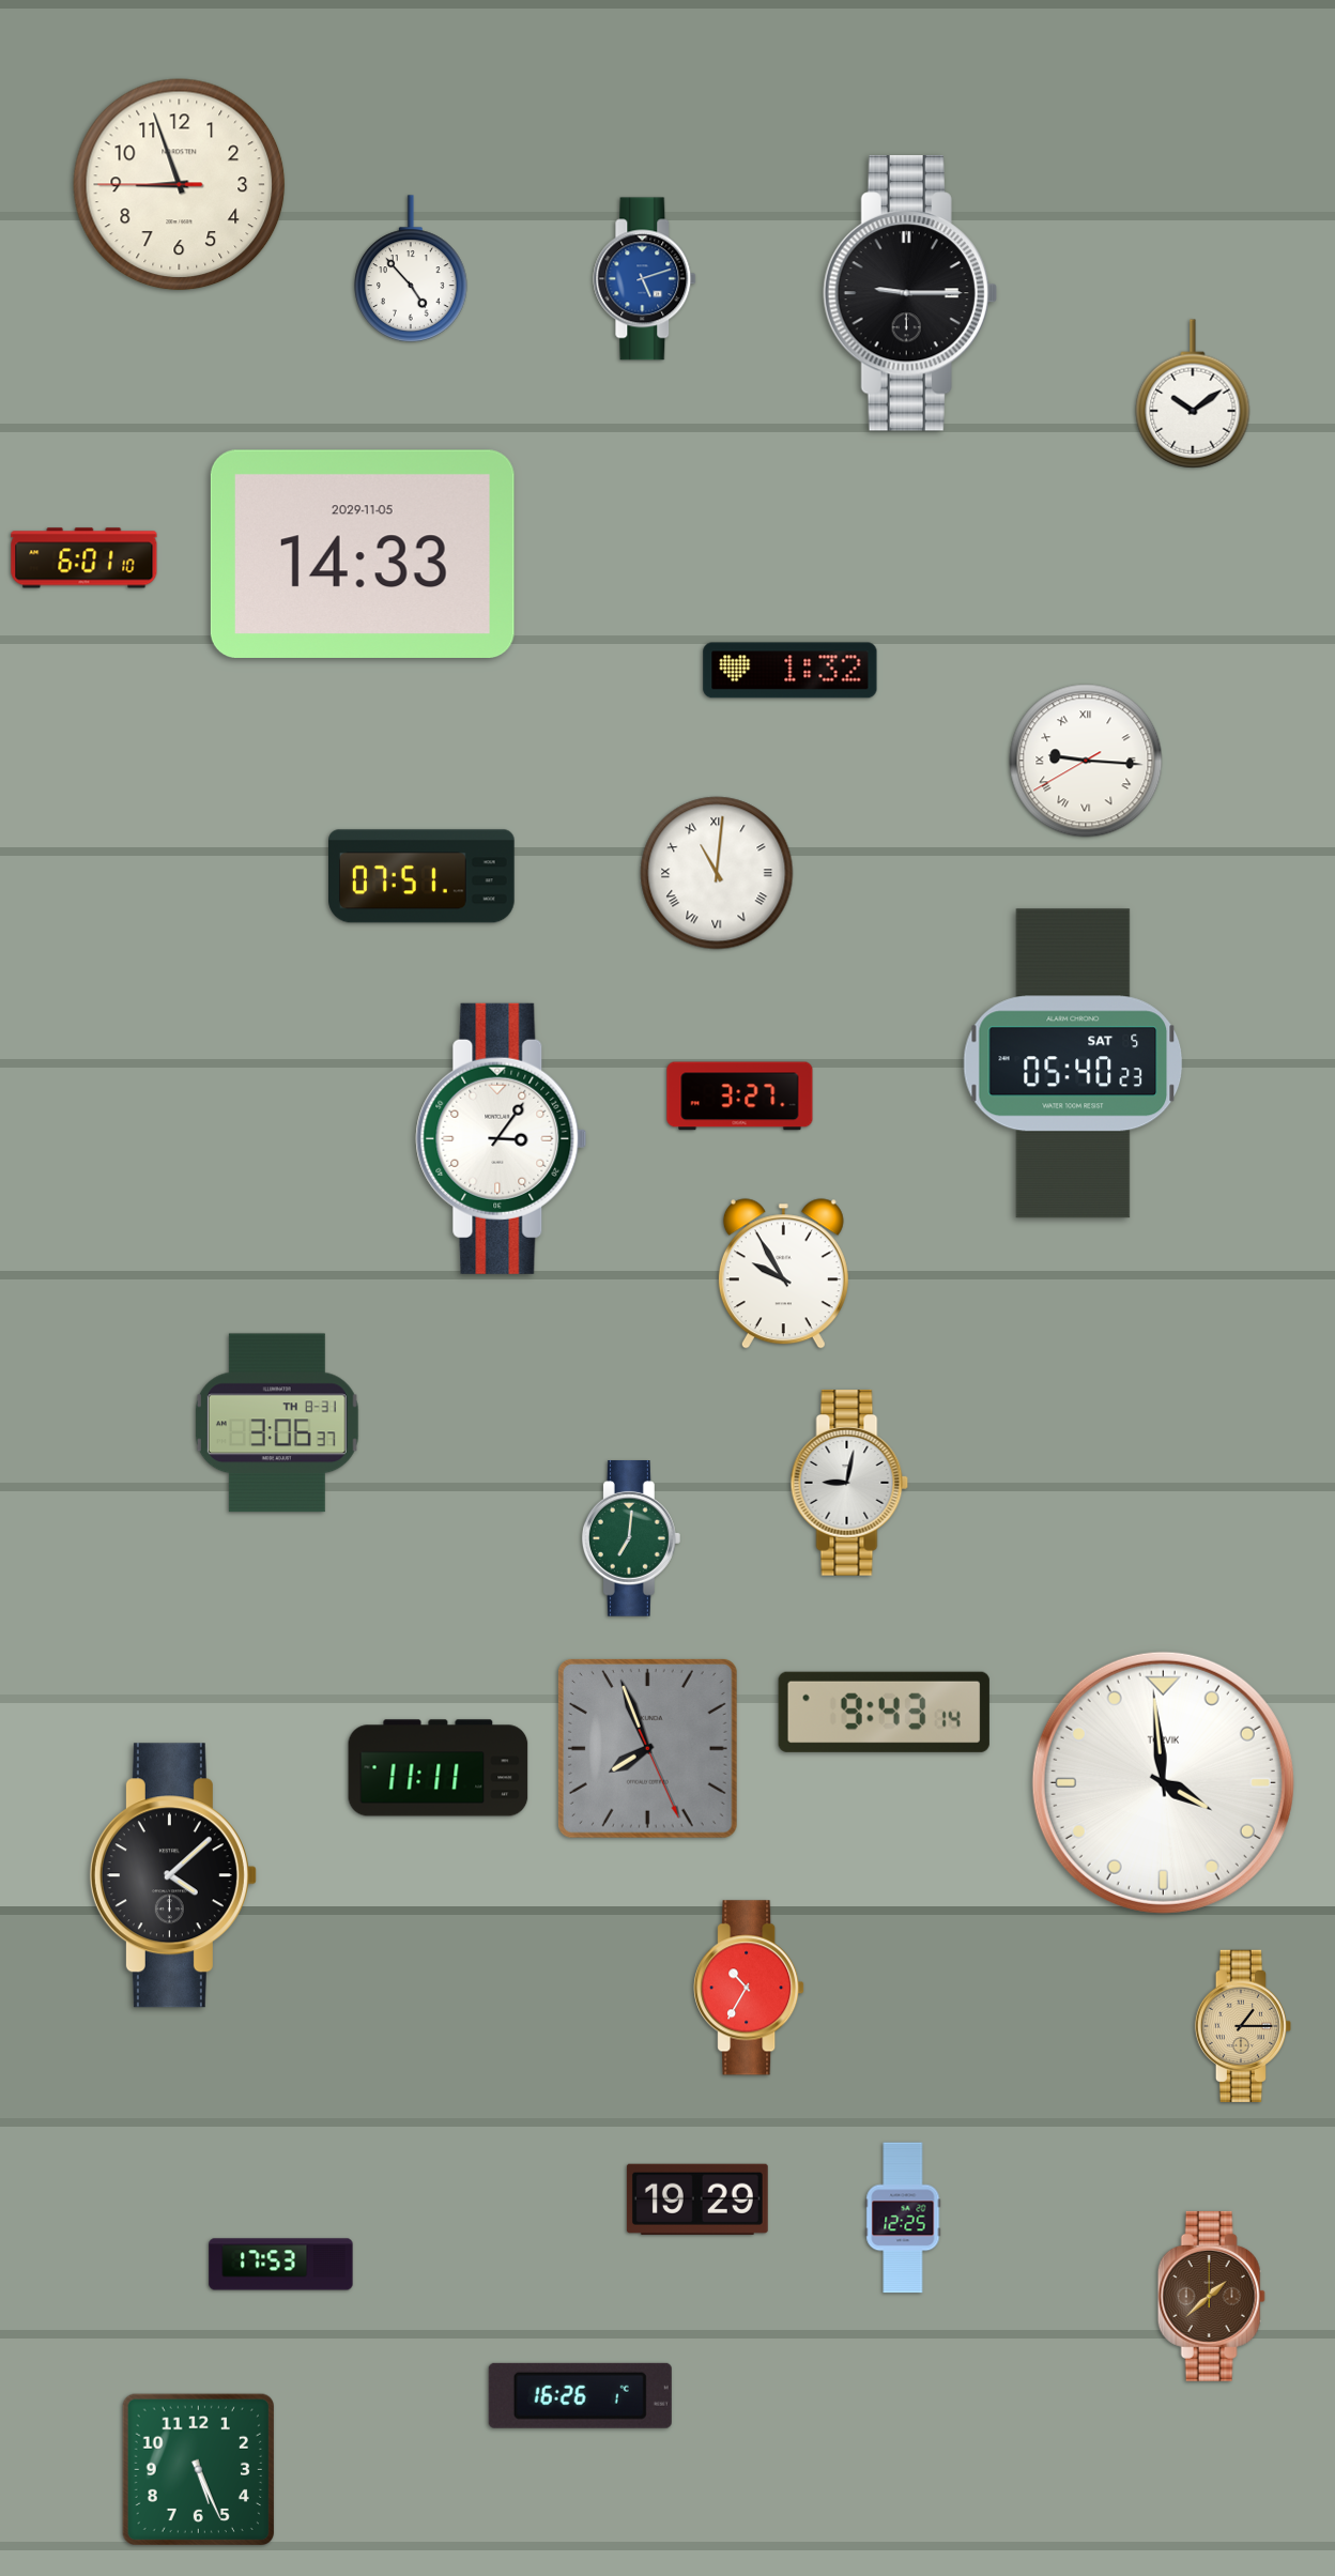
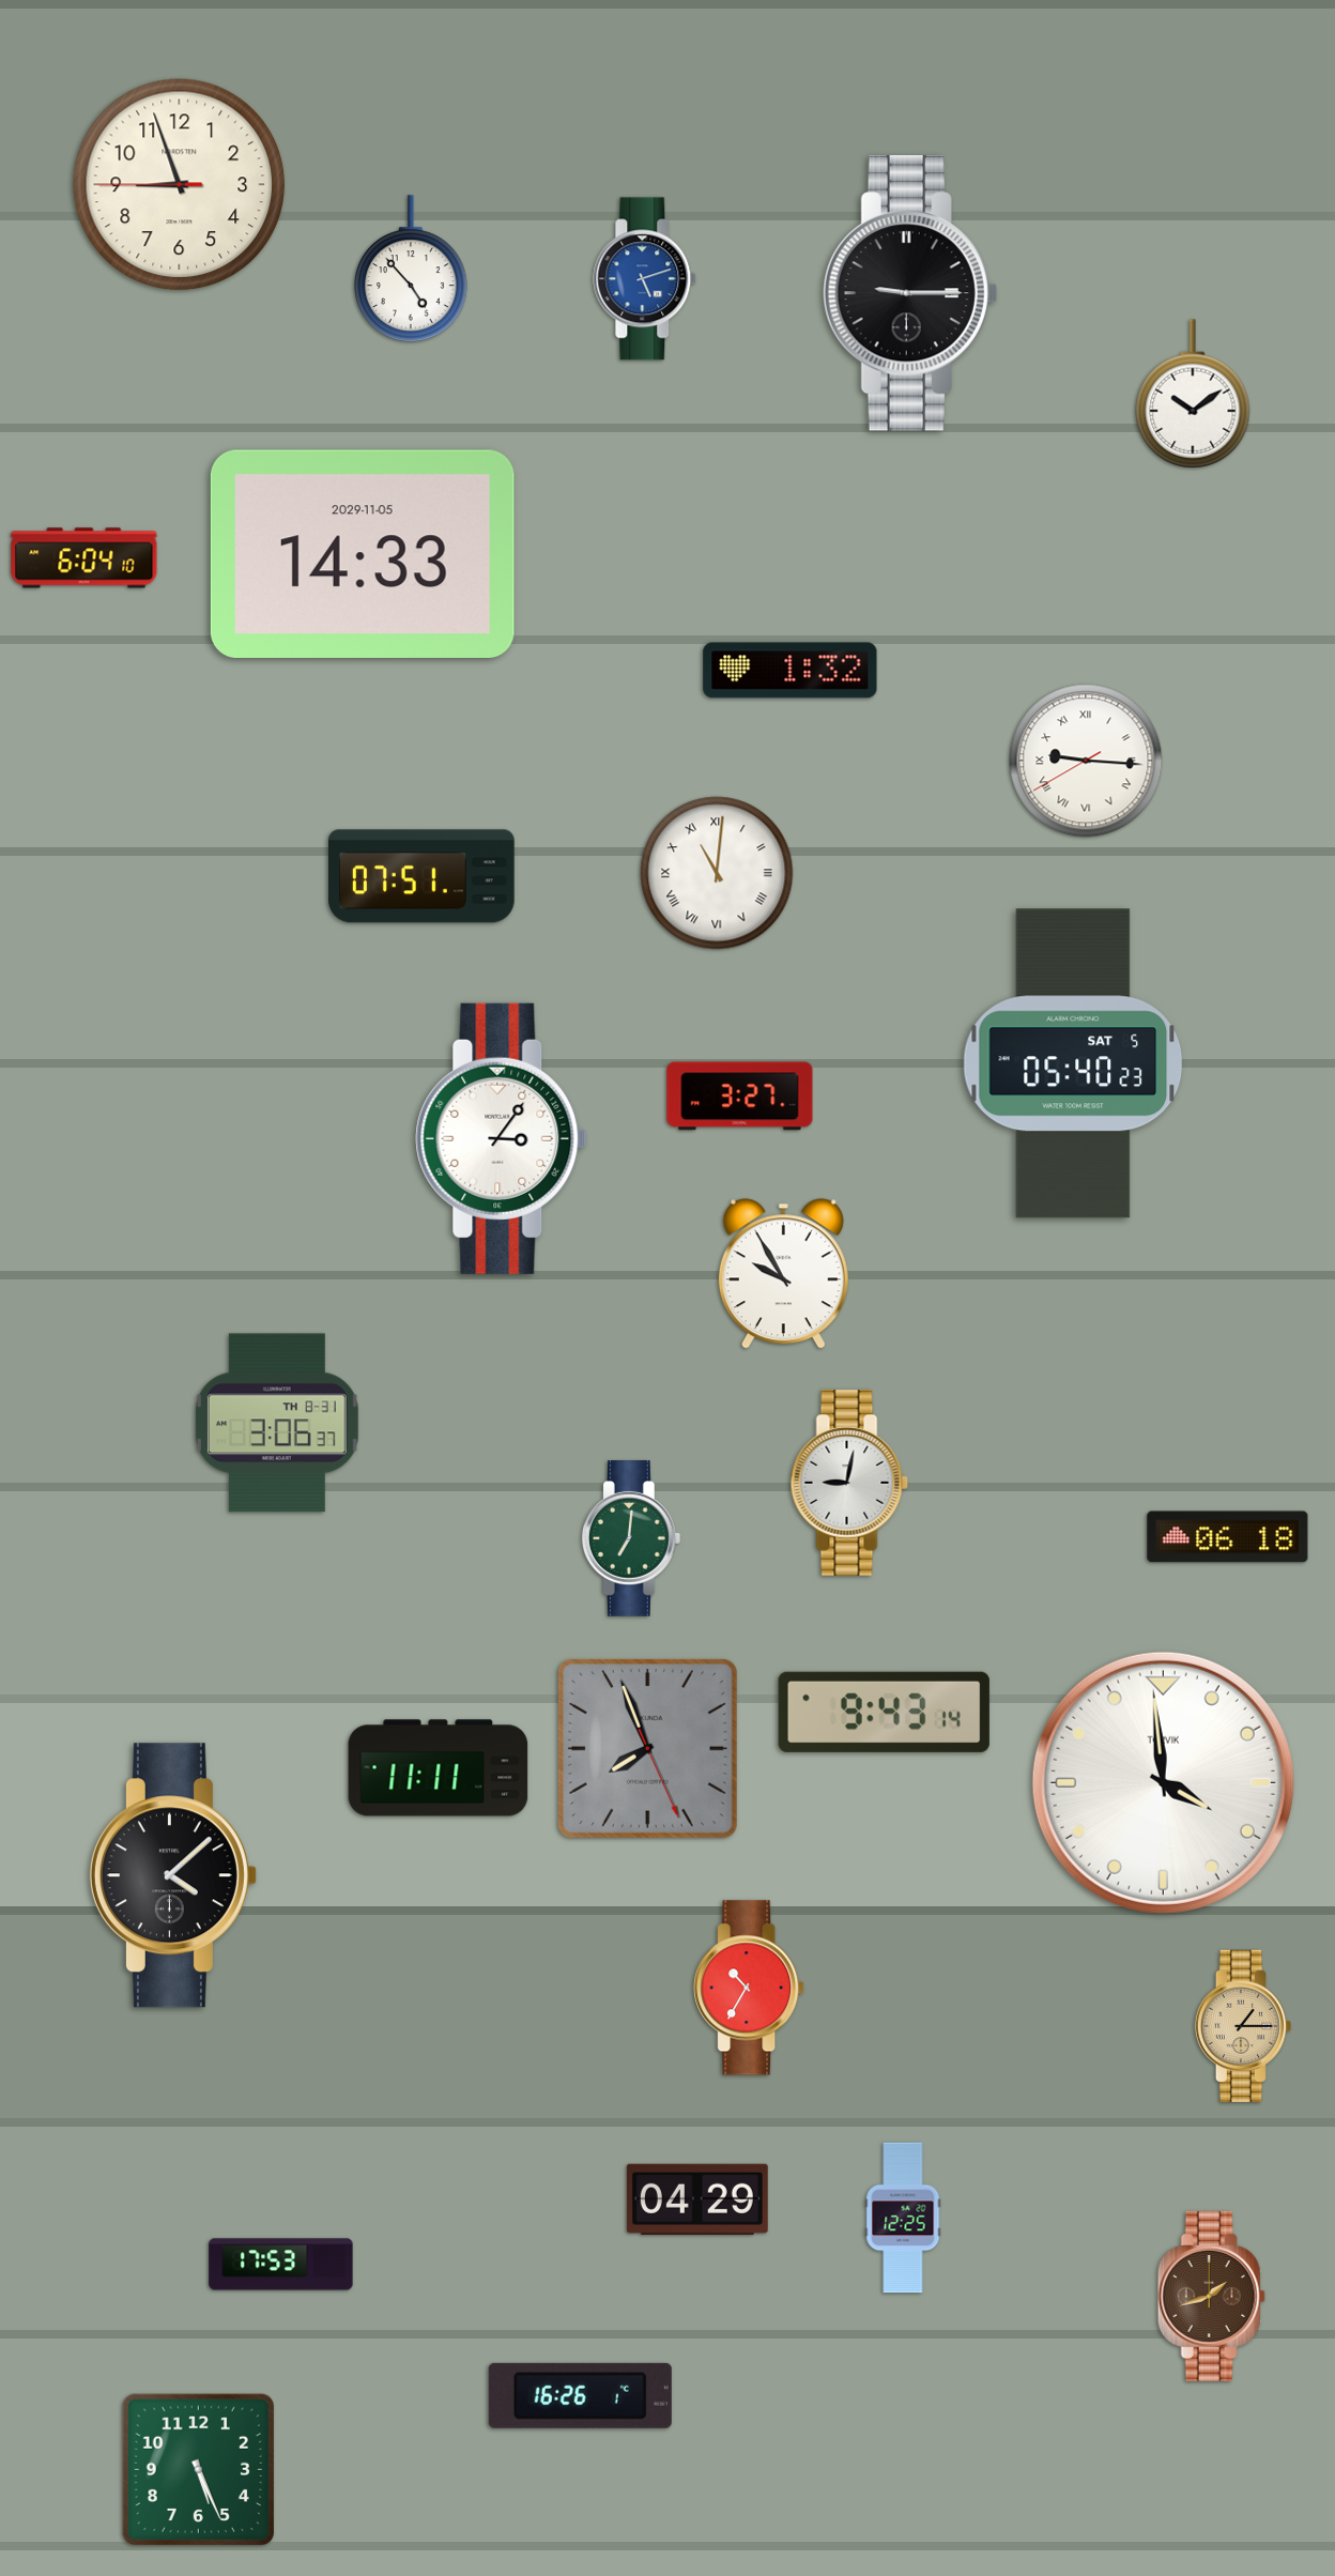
clock at (85, 558): 6:01 -> 6:04
clock at (1228, 1537): none -> 06:18
clock at (697, 2199): 19:29 -> 04:29
clock at (1211, 2296): 1:38 -> 1:42
